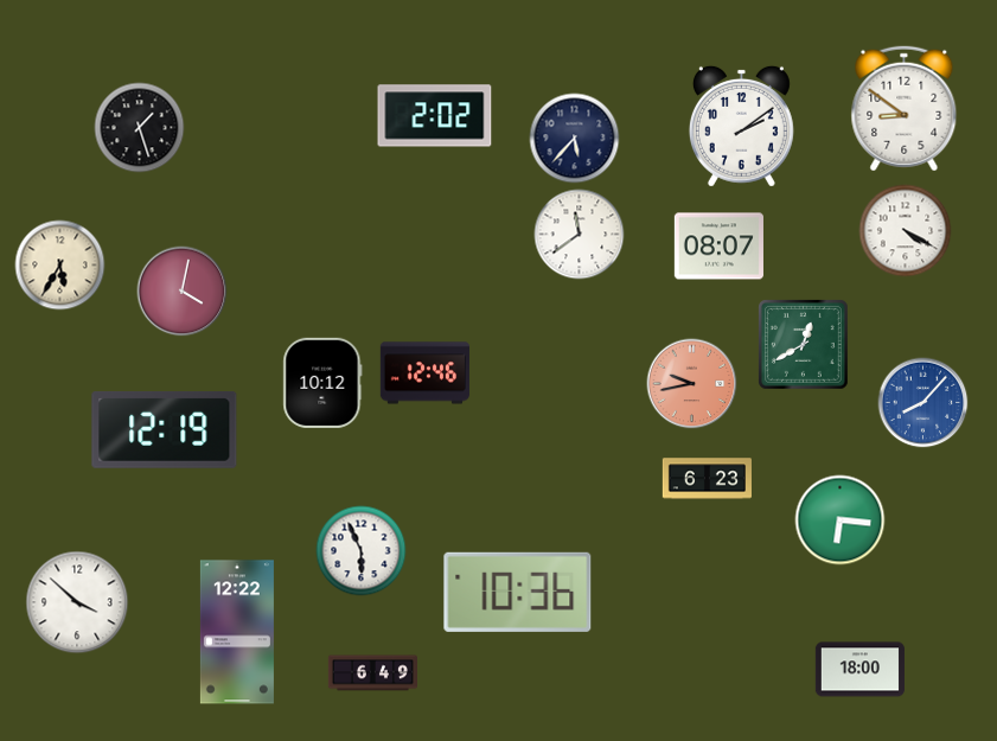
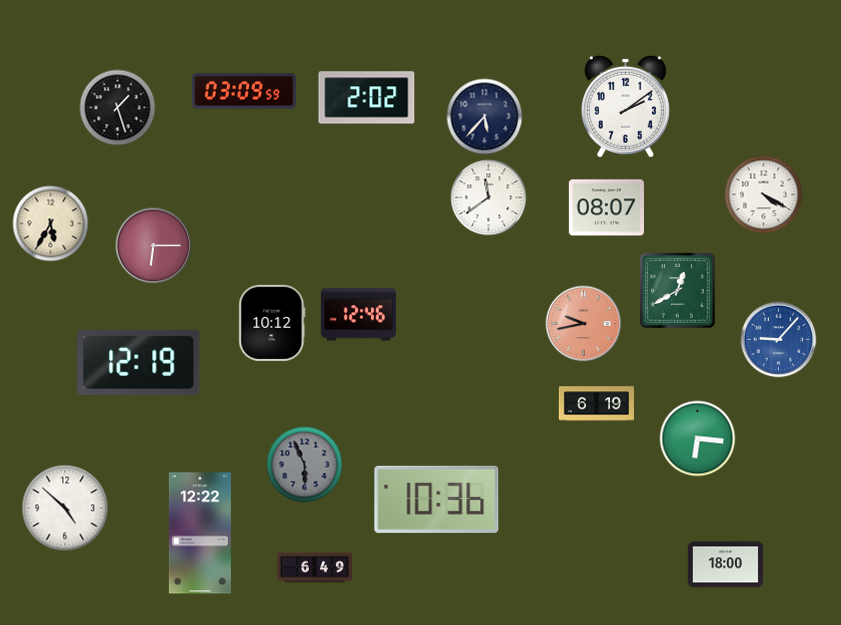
clock at (243, 91): none -> 03:09
clock at (905, 109): 8:51 -> none
clock at (183, 292): 4:02 -> 6:15
clock at (923, 403): 8:07 -> 9:07
clock at (707, 479): 6:23 -> 6:19
clock at (841, 520) position: (841, 520) -> (698, 439)
clock at (362, 551) dial: white -> grey
clock at (77, 602): 3:52 -> 4:52
